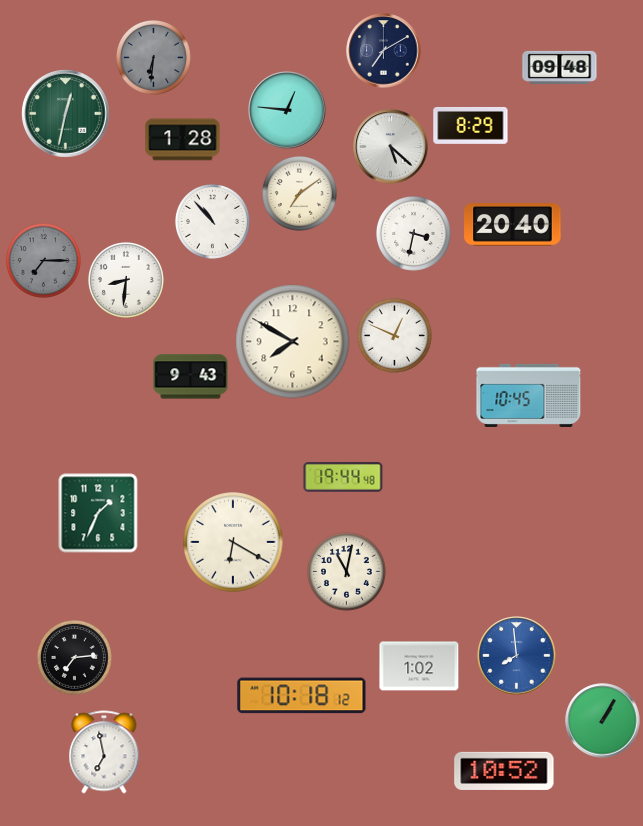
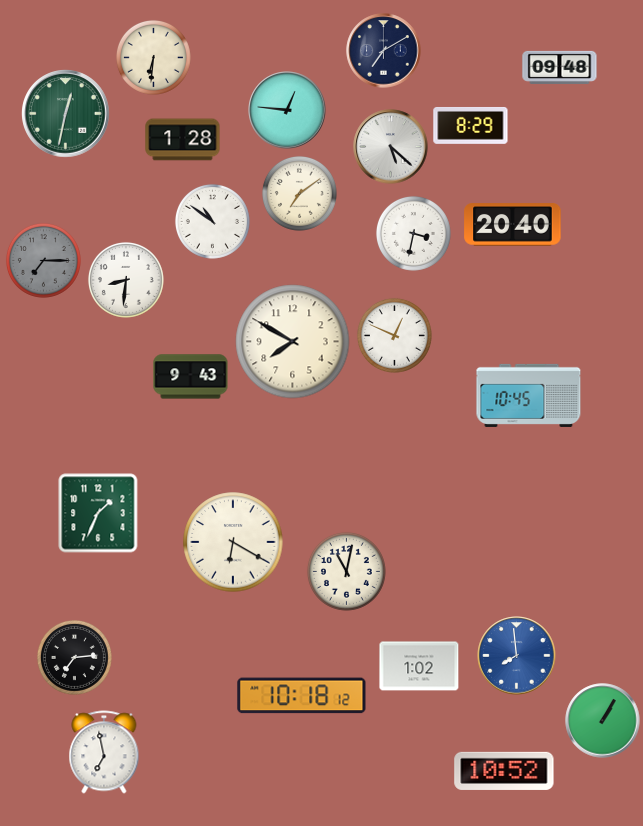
clock at (153, 57) dial: grey -> cream
clock at (212, 221): 10:53 -> 10:51
clock at (343, 478): 19:44 -> none
